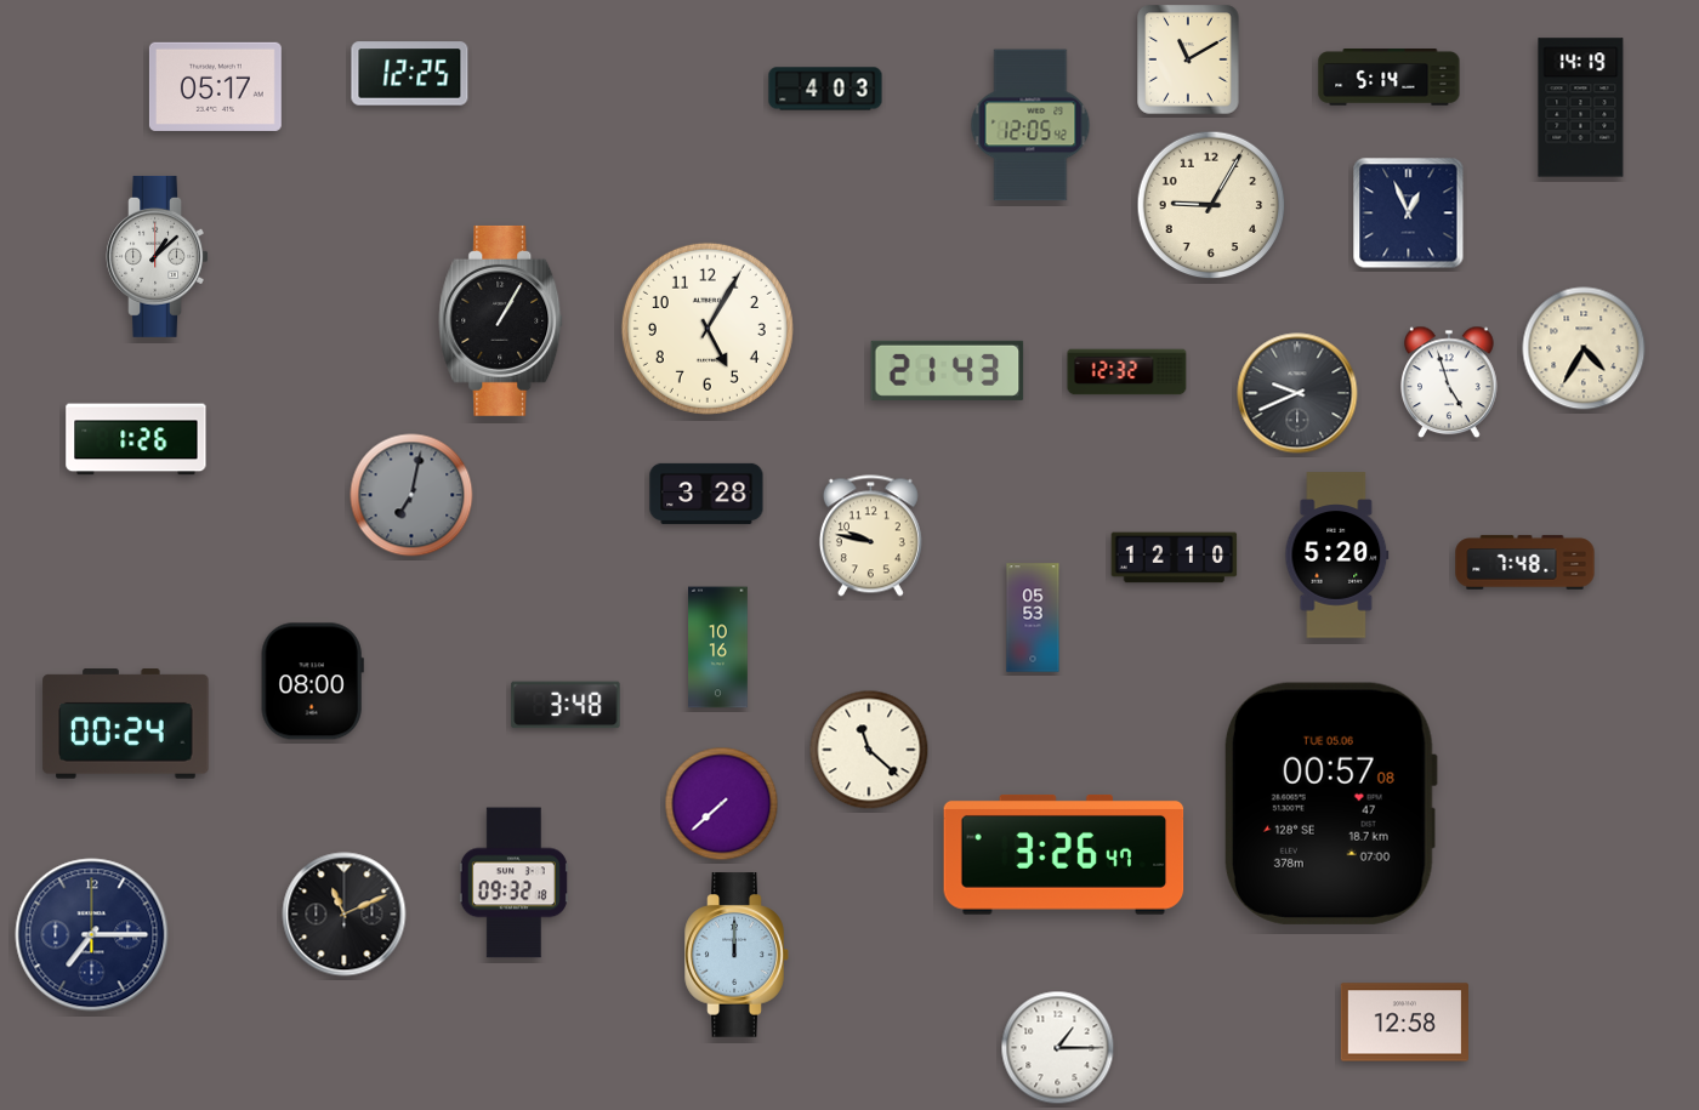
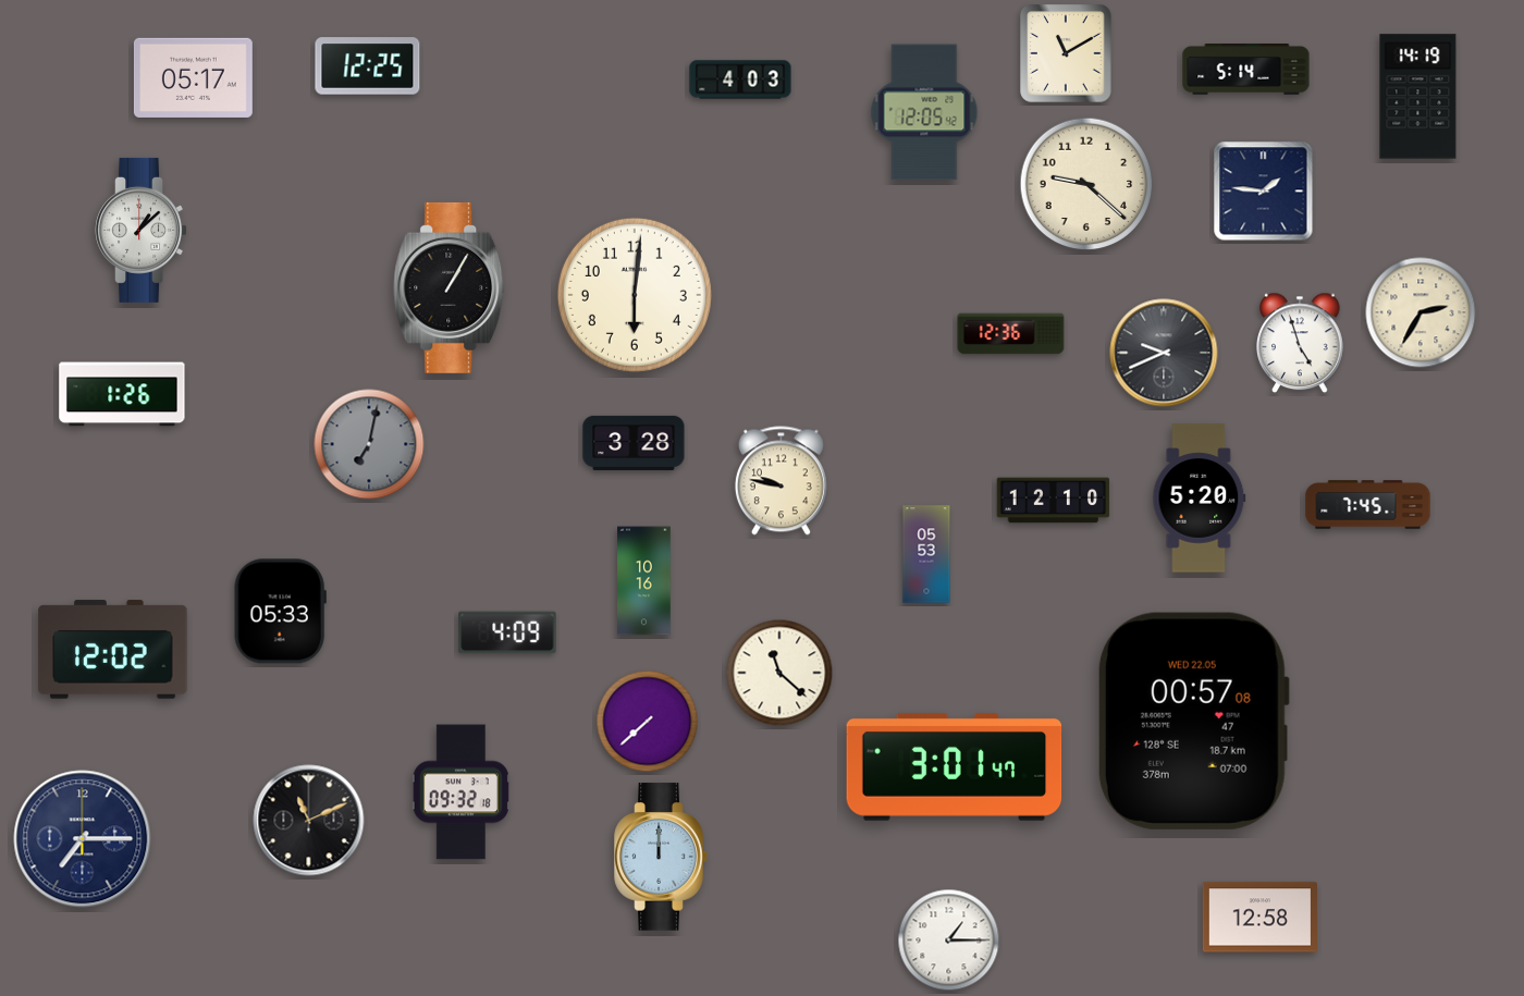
clock at (1211, 205): 9:05 -> 9:22
clock at (1409, 214): 12:56 -> 1:46
clock at (708, 329): 5:05 -> 6:01
clock at (1584, 348): 4:35 -> 2:35
clock at (948, 370): 21:43 -> none
clock at (1127, 372): 12:32 -> 12:36
clock at (1525, 563): 7:48 -> 7:45
clock at (312, 682): 08:00 -> 05:33
clock at (566, 705): 3:48 -> 4:09
clock at (126, 724): 00:24 -> 12:02
clock at (1330, 803) date: TUE 05.06 -> WED 22.05
clock at (1064, 854): 3:26 -> 3:01
